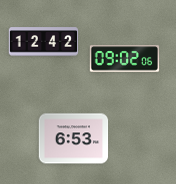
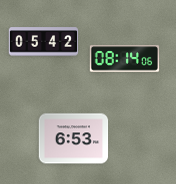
clock at (44, 42): 12:42 -> 05:42
clock at (125, 59): 09:02 -> 08:14
